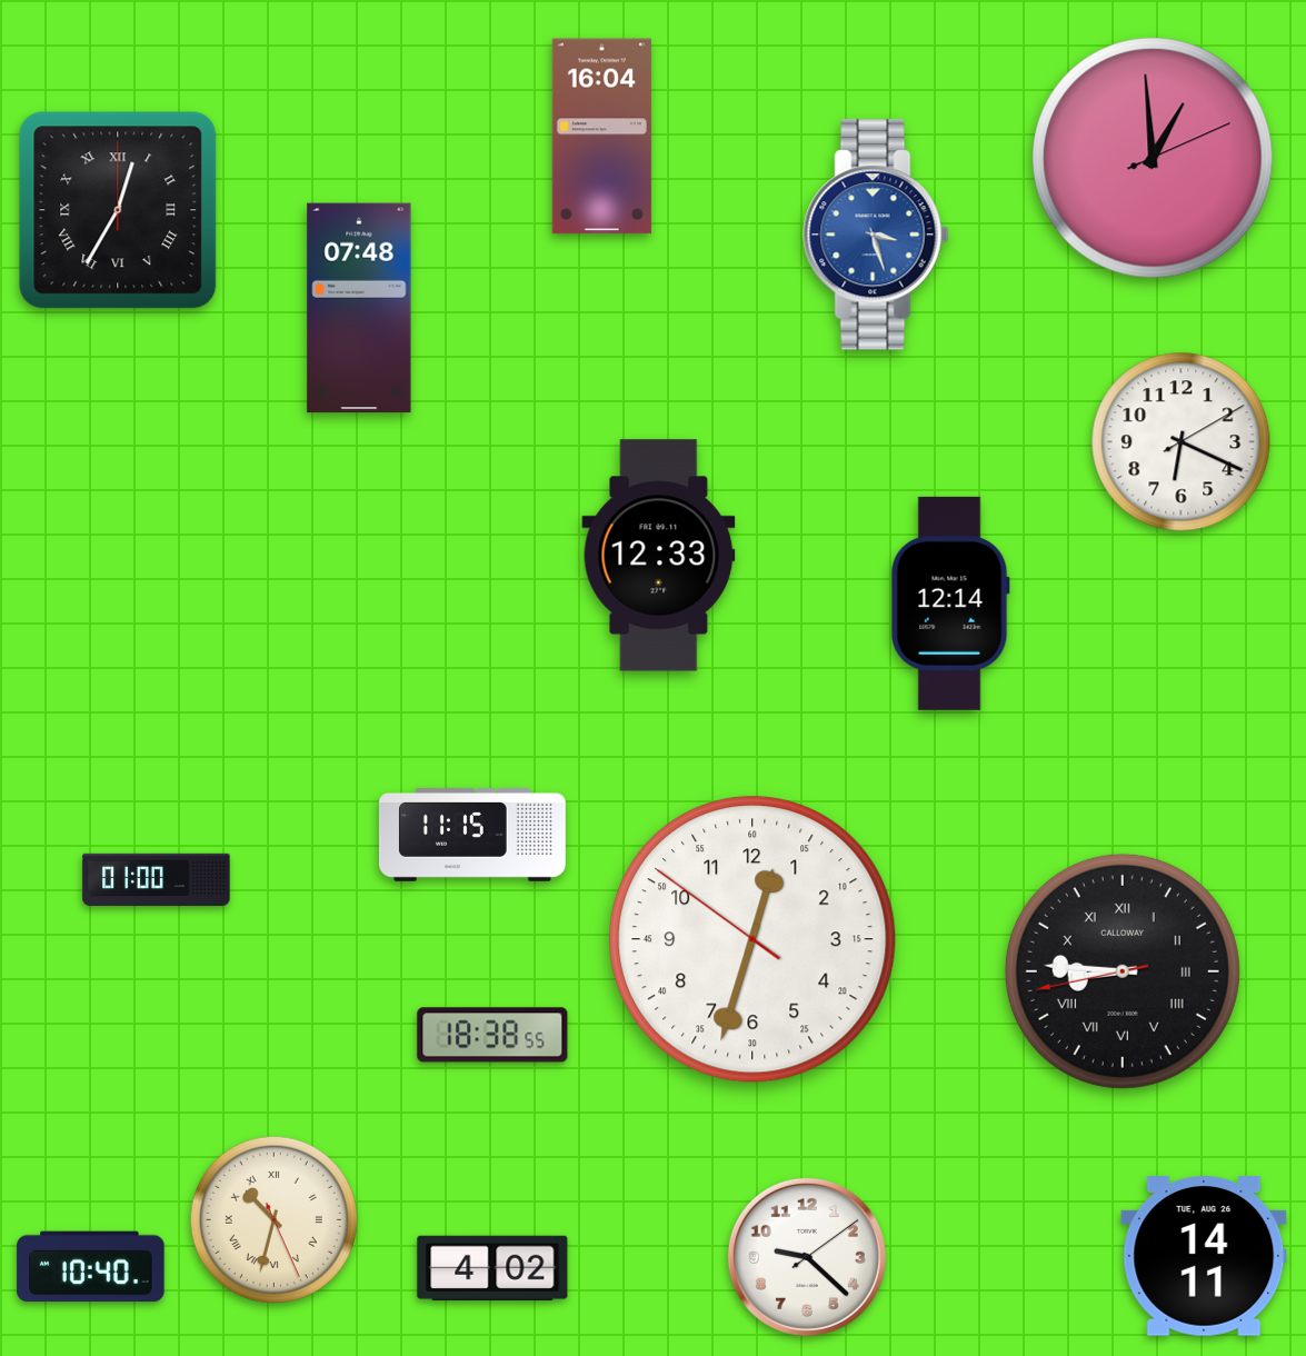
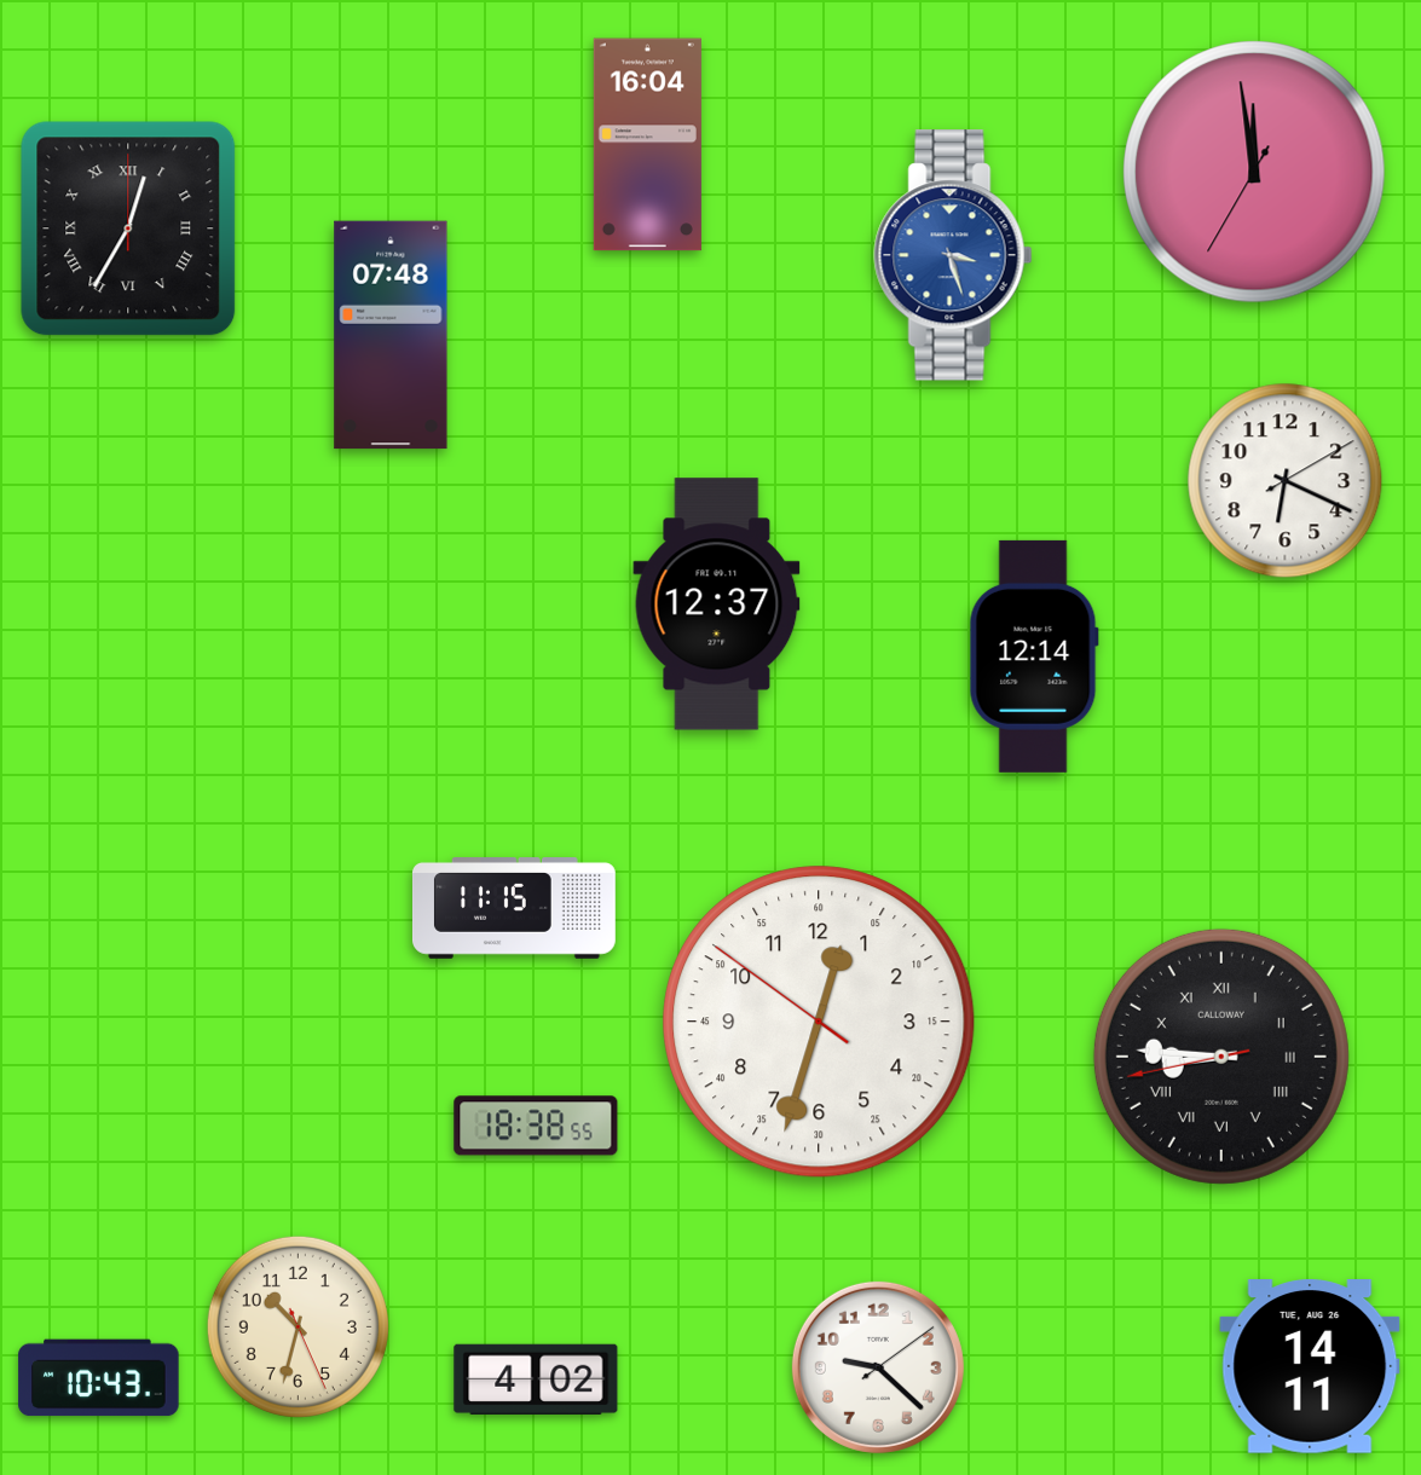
clock at (601, 137) position: (601, 137) -> (647, 145)
clock at (1153, 158): 12:59 -> 11:58
clock at (659, 556): 12:33 -> 12:37
clock at (157, 879): 01:00 -> none
clock at (273, 1219) numerals: Roman -> Arabic
clock at (91, 1267): 10:40 -> 10:43
